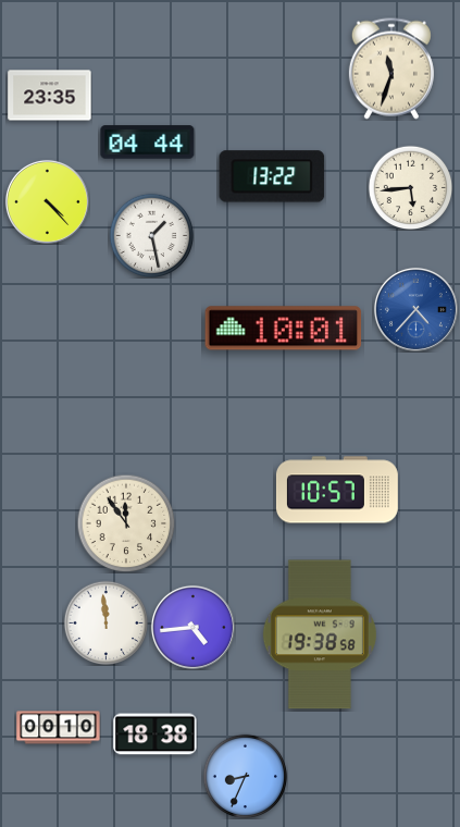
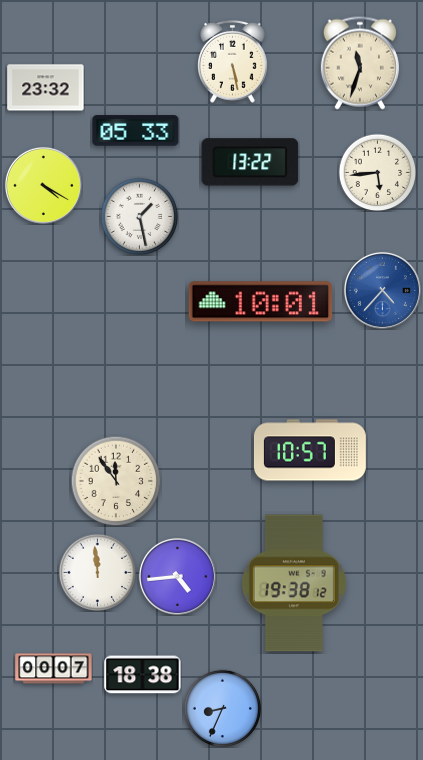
clock at (233, 61): none -> 5:28
clock at (50, 96): 23:35 -> 23:32
clock at (148, 143): 04:44 -> 05:33
clock at (47, 201): 4:23 -> 4:20
clock at (415, 309) position: (415, 309) -> (382, 290)
clock at (320, 634): 19:38:58 -> 19:38:12
clock at (59, 728): 00:10 -> 00:07
clock at (245, 776) position: (245, 776) -> (222, 708)
